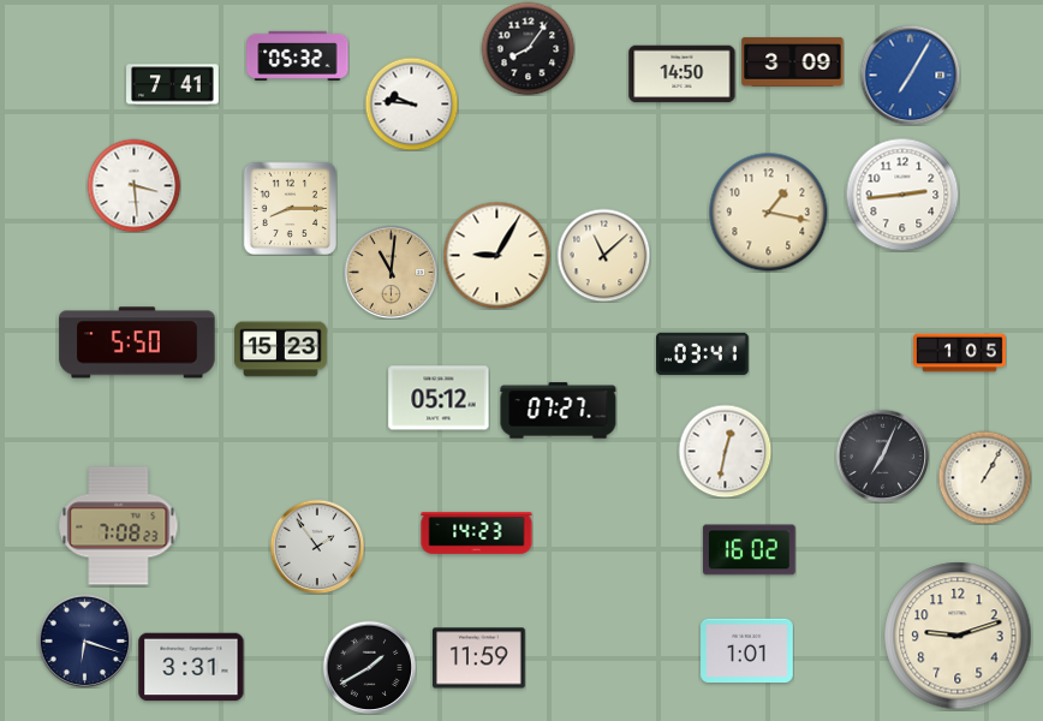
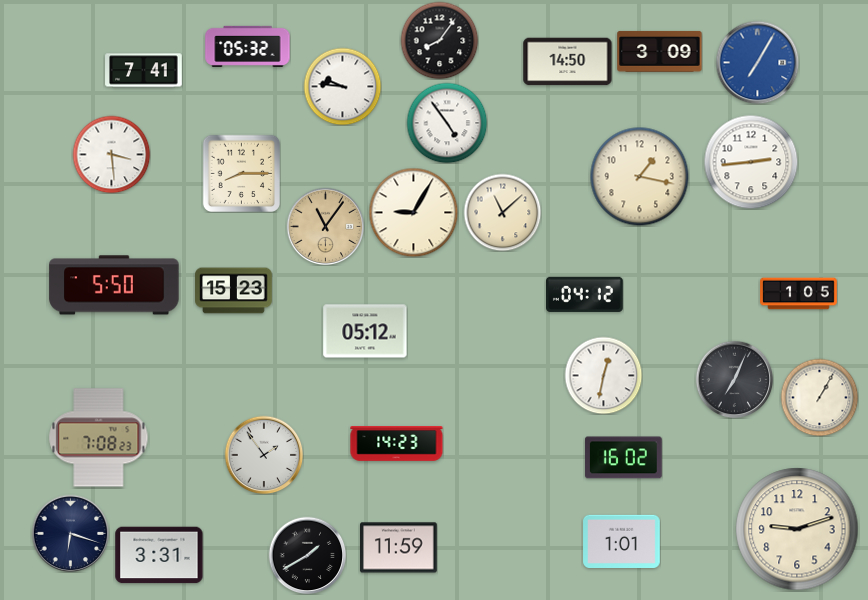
clock at (447, 123): none -> 4:54
clock at (391, 272): 11:01 -> 11:06
clock at (703, 353): 03:41 -> 04:12
clock at (559, 411): 07:27 -> none
